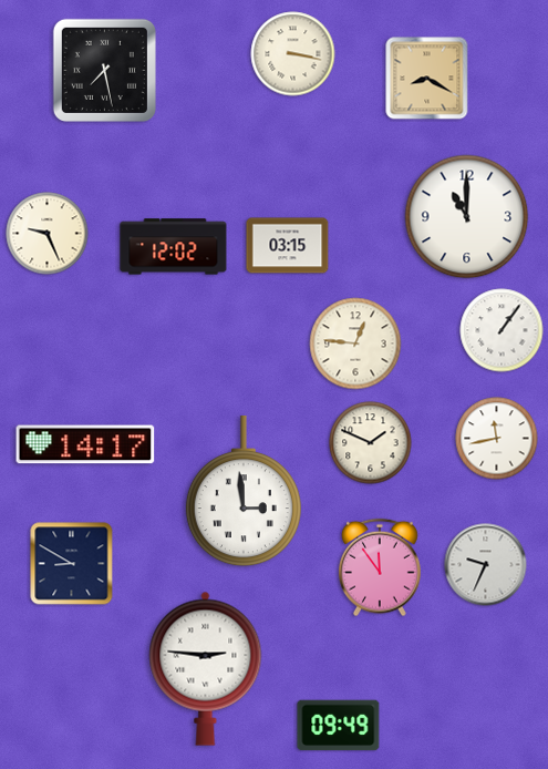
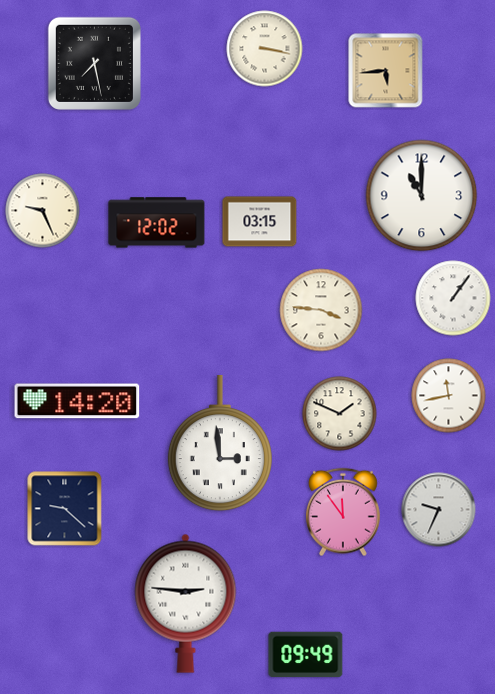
clock at (427, 79): 8:20 -> 5:44
clock at (355, 344): 12:46 -> 3:46
clock at (371, 443) position: (371, 443) -> (340, 414)
clock at (85, 444): 14:17 -> 14:20
clock at (72, 564): 8:50 -> 9:22
